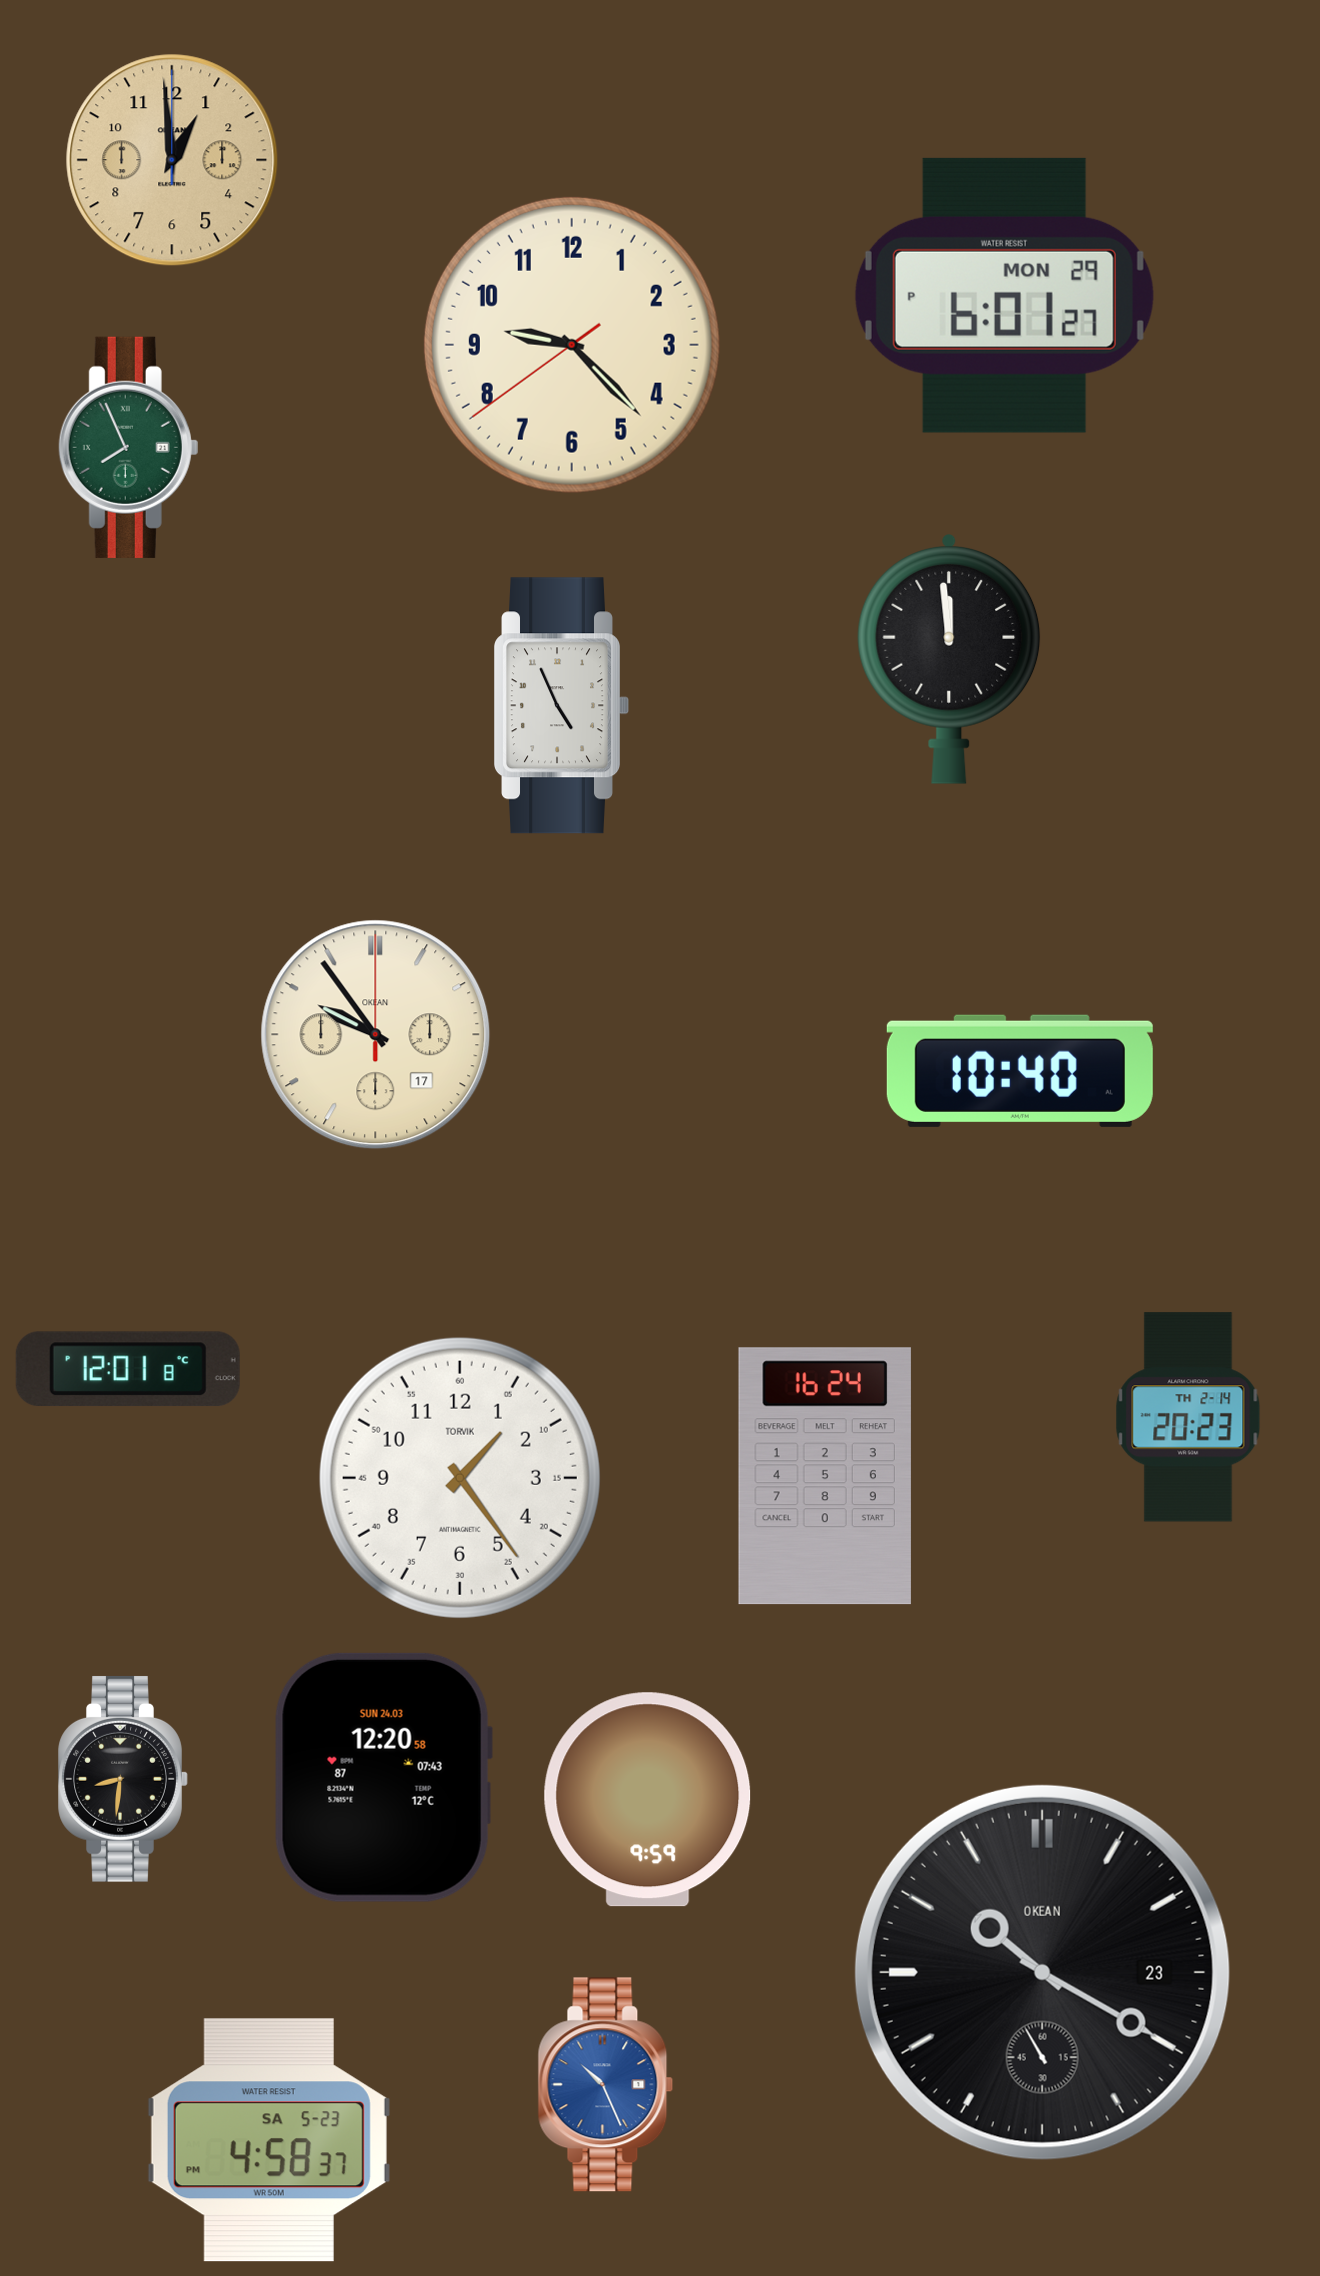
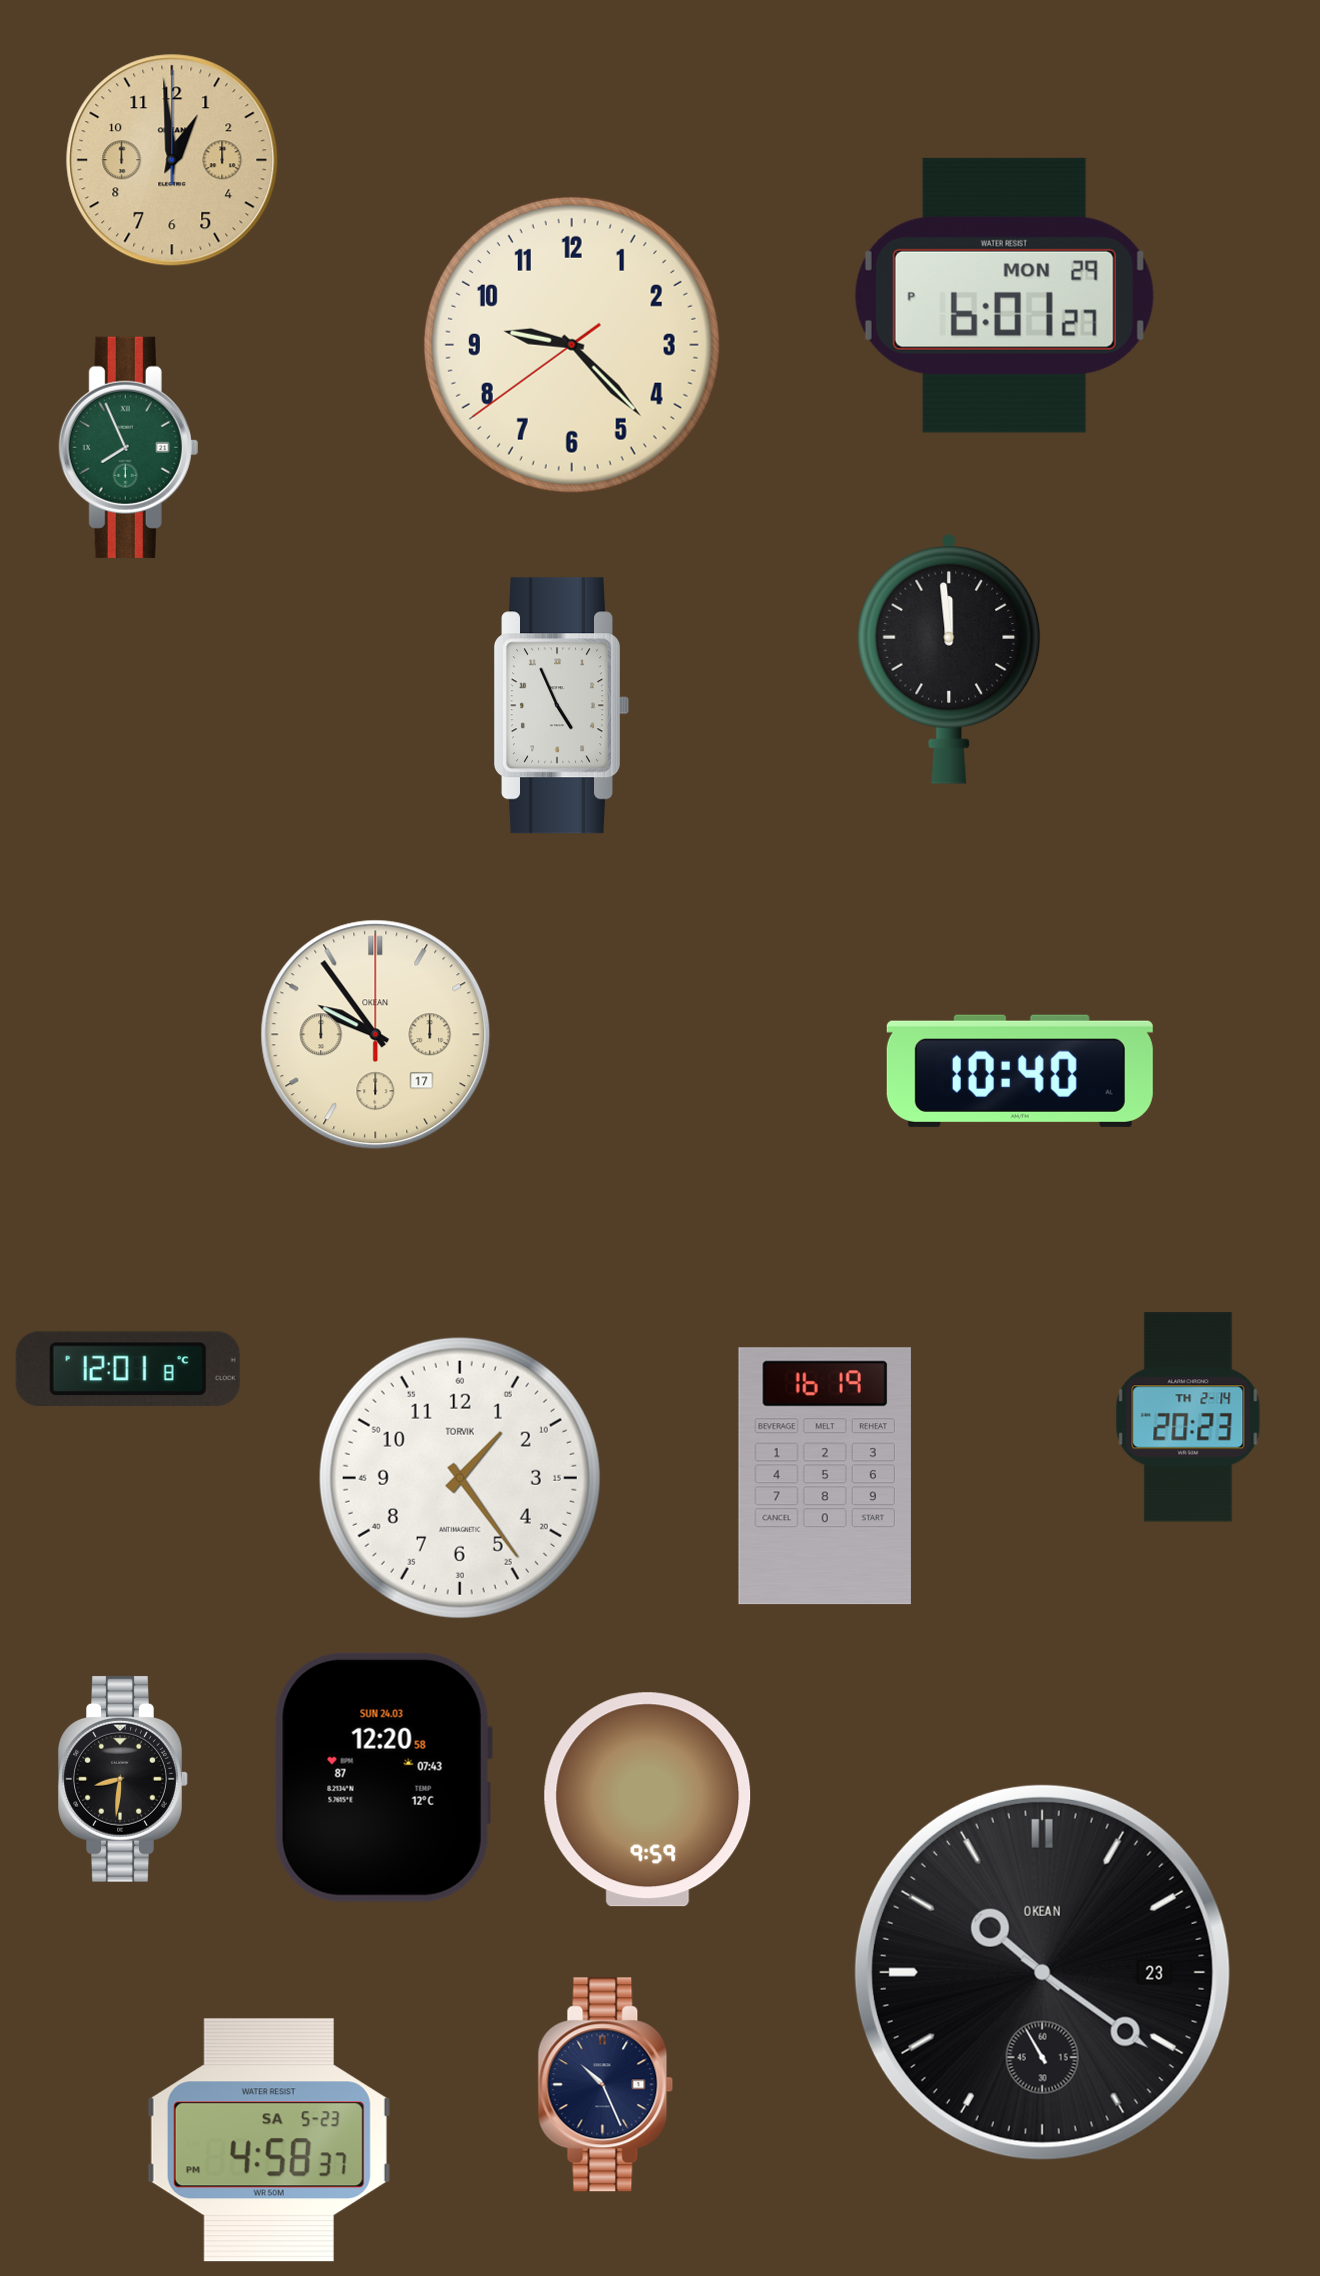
clock at (825, 1476): 16:24 -> 16:19
clock at (1042, 1972): 10:19 -> 10:20
clock at (606, 2085) dial: blue -> navy
